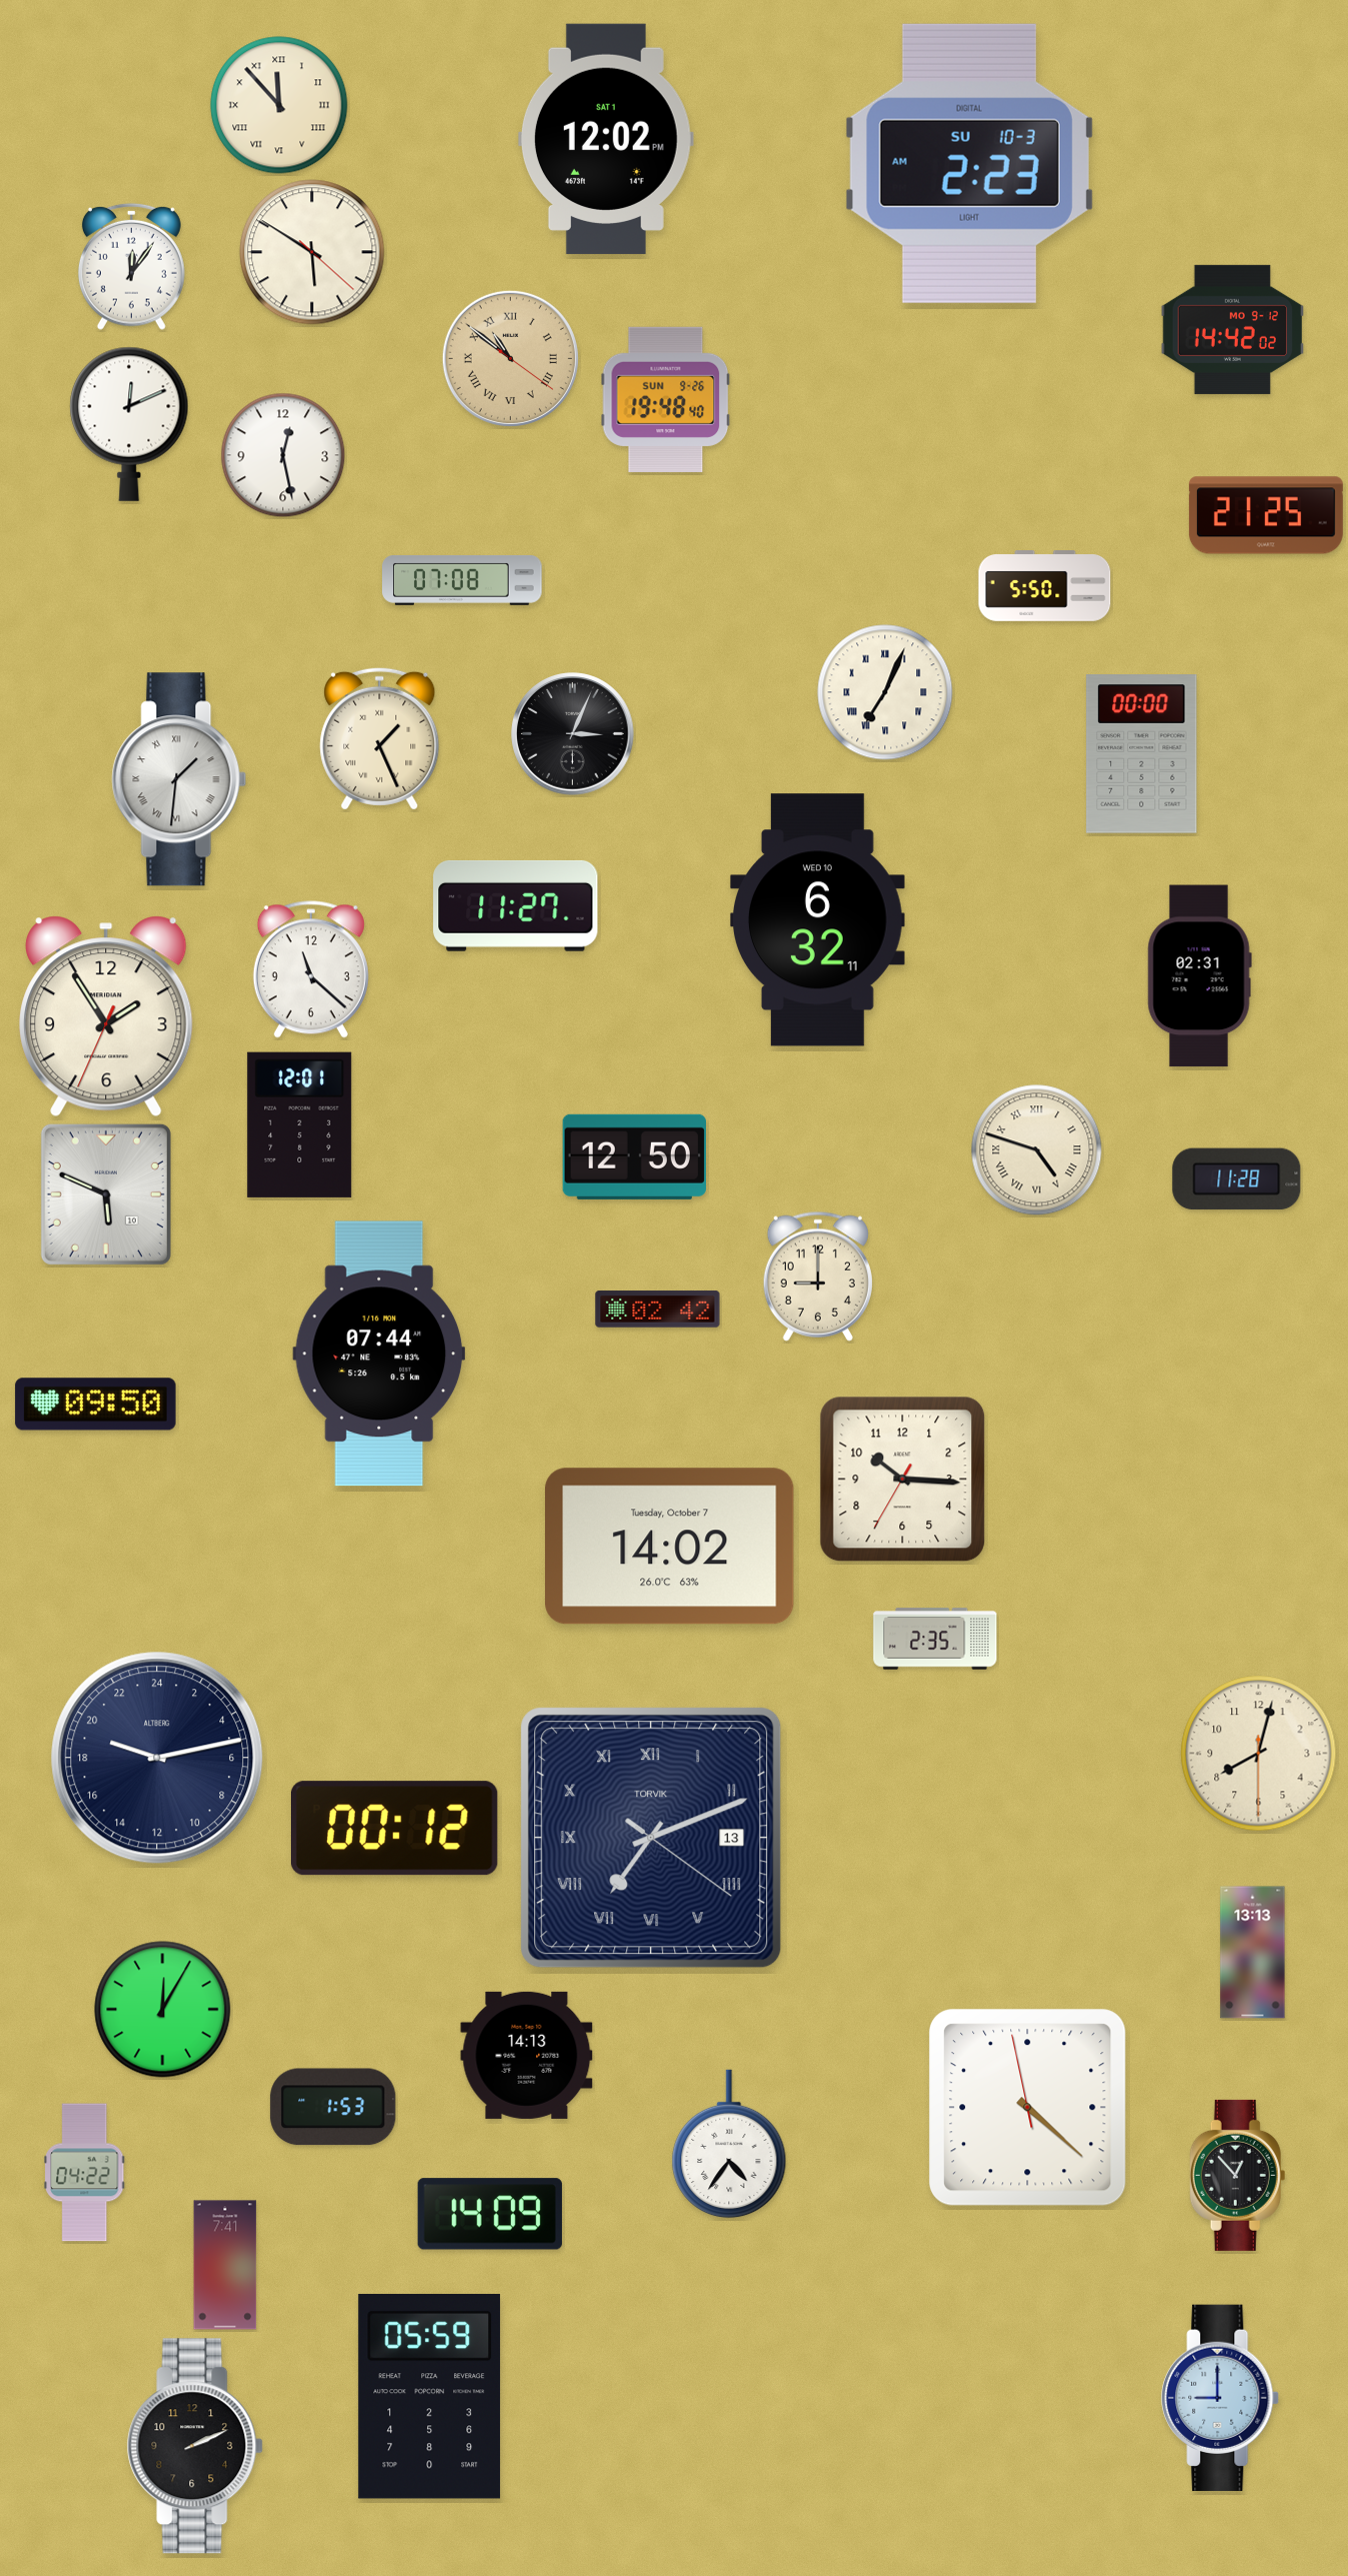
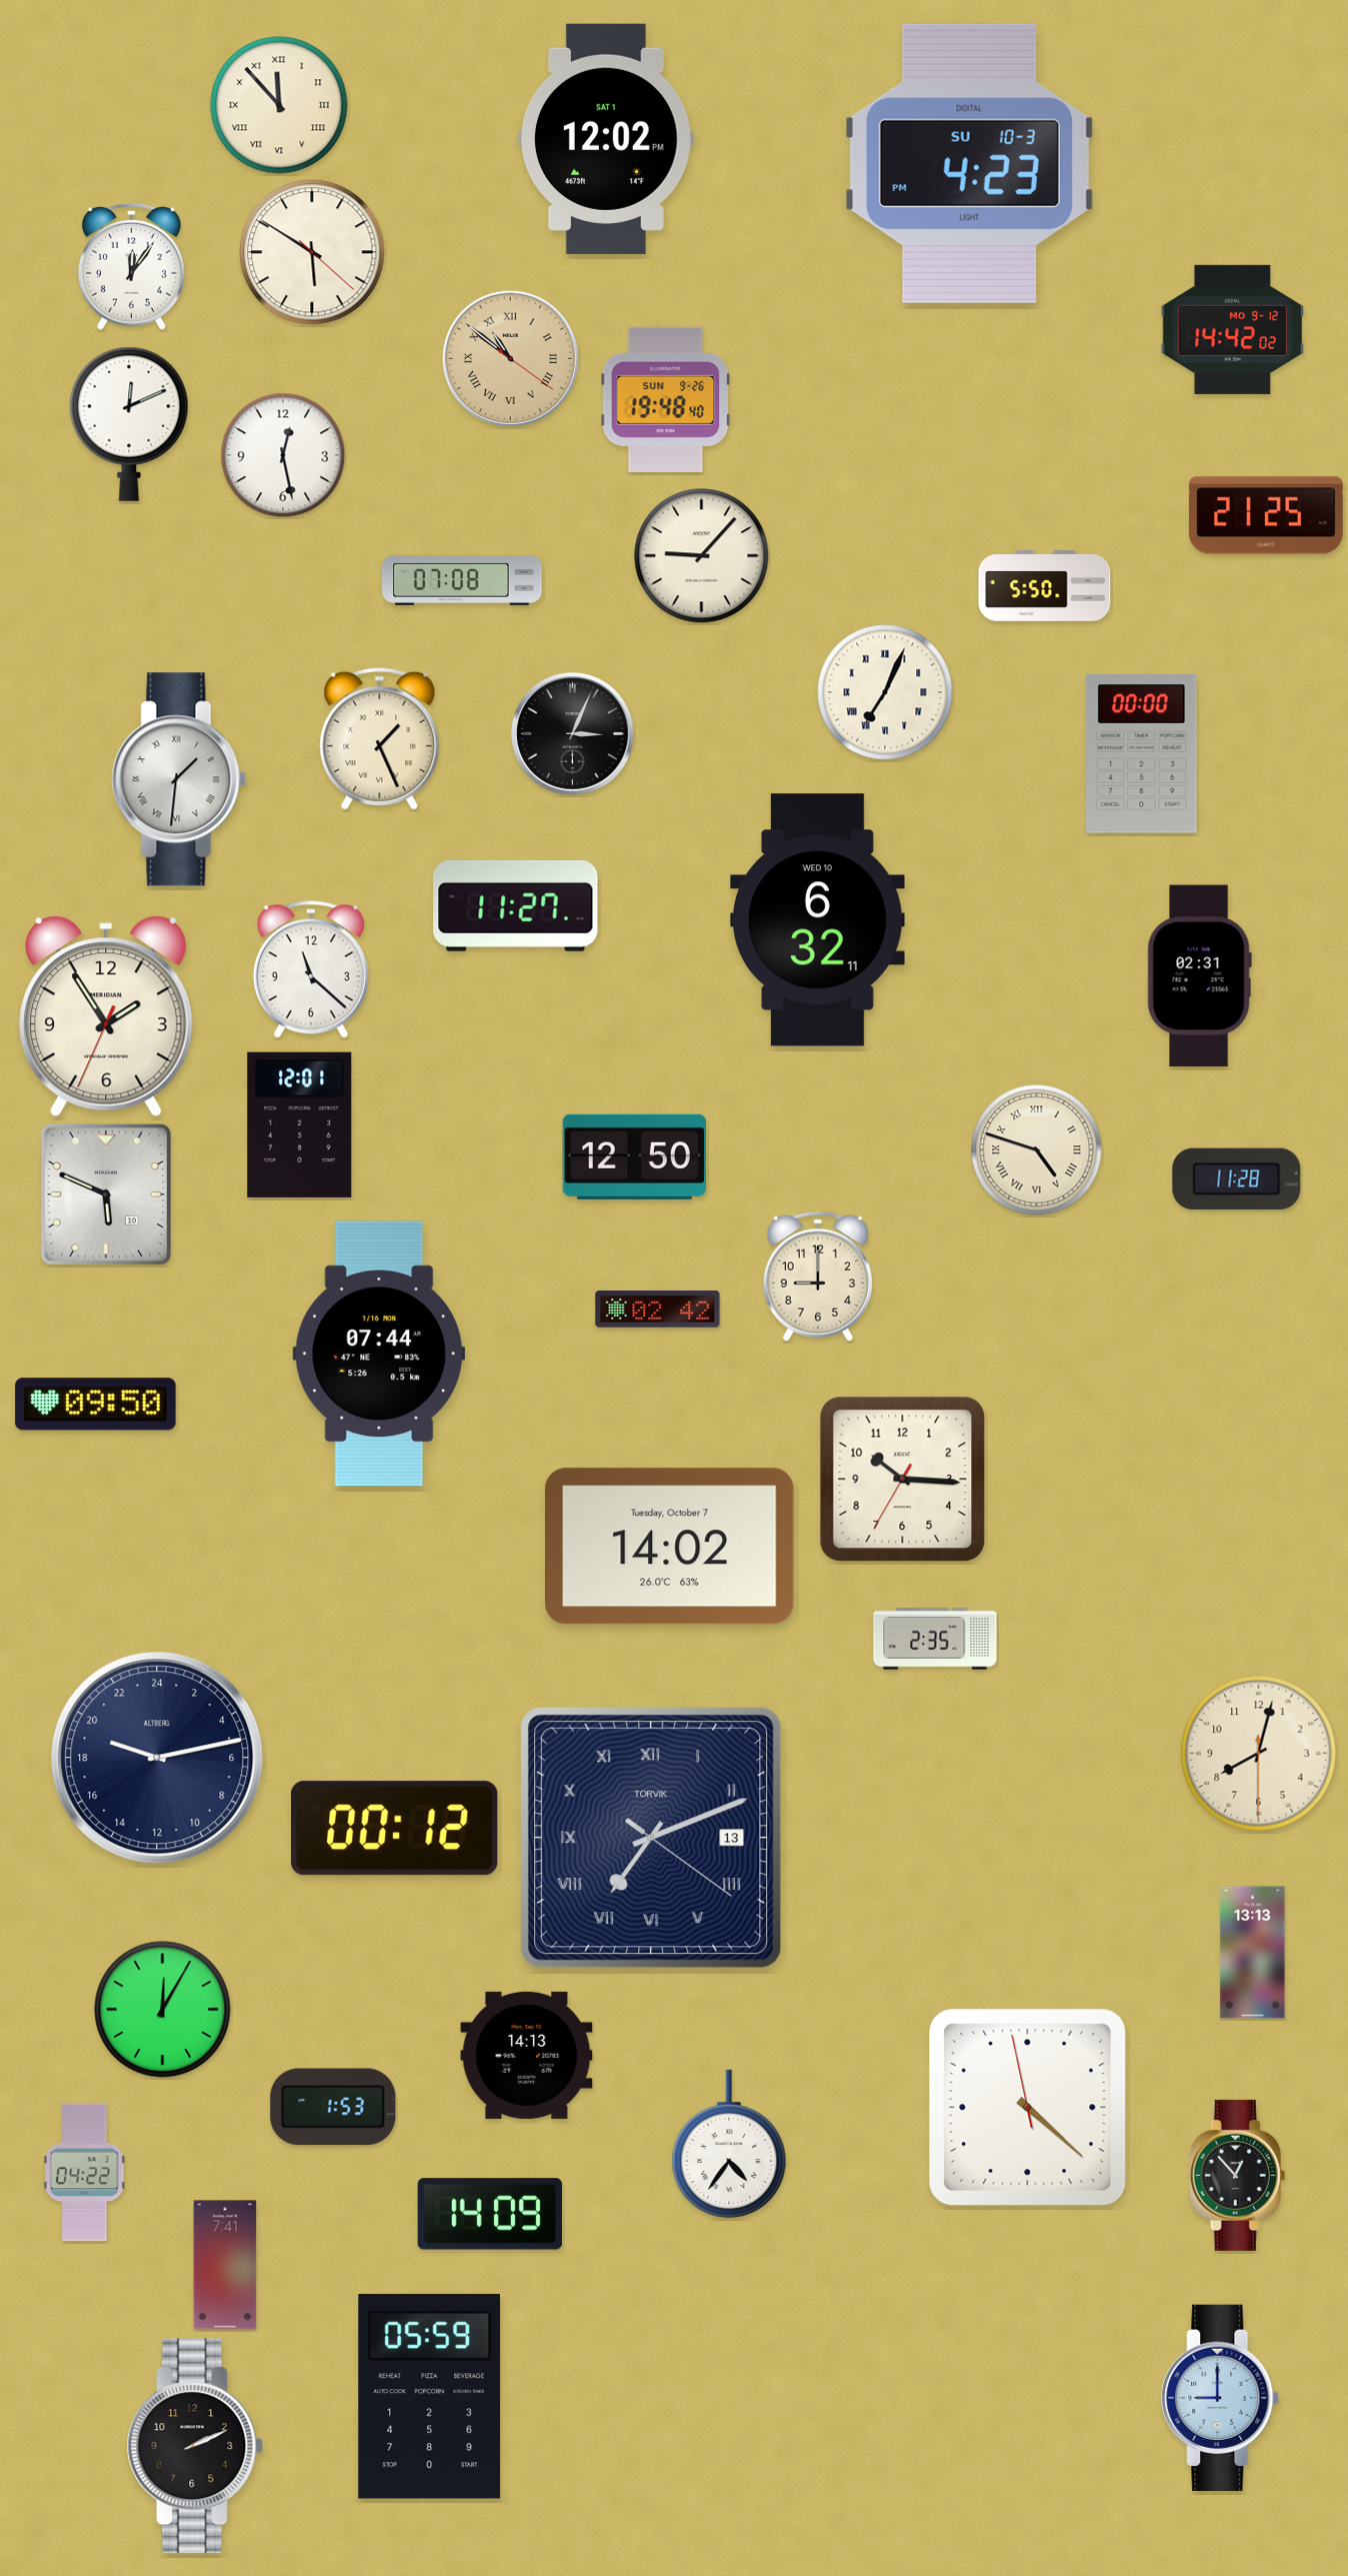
clock at (969, 163): 2:23 -> 4:23
clock at (702, 556): none -> 9:07
